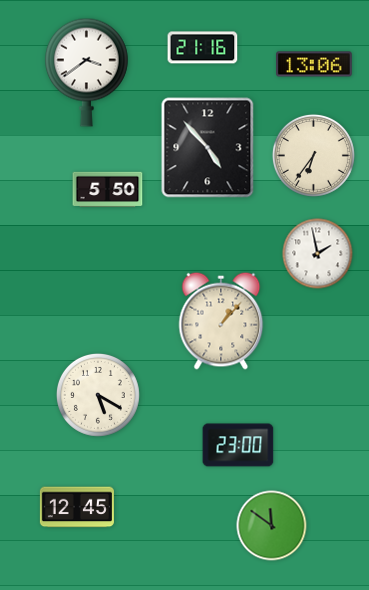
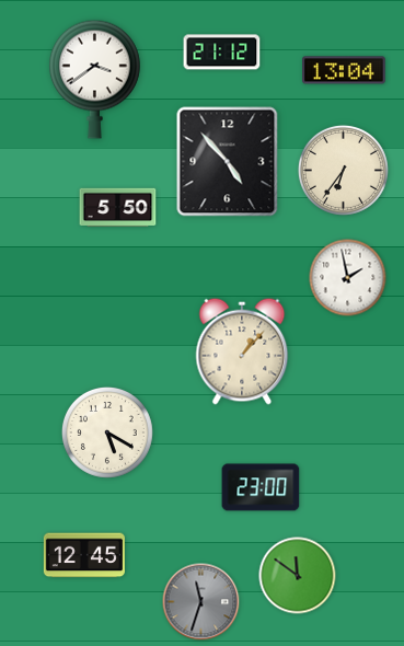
clock at (203, 48): 21:16 -> 21:12
clock at (315, 64): 13:06 -> 13:04
clock at (201, 602): none -> 11:33
